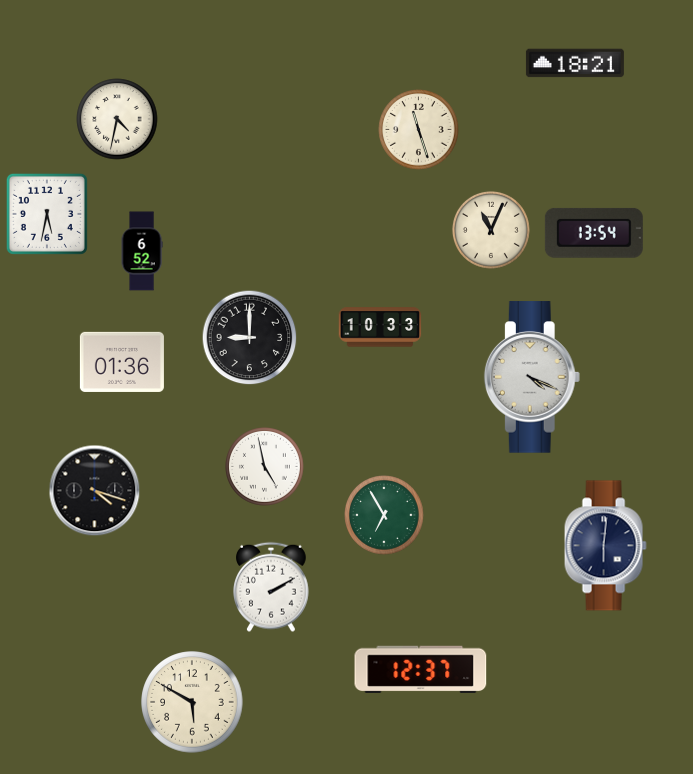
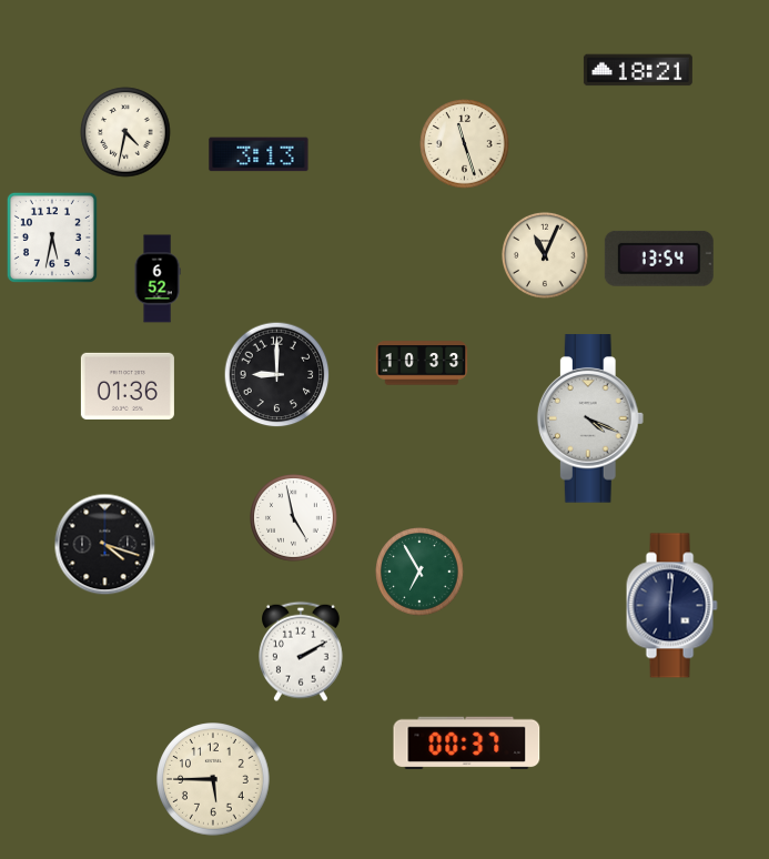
clock at (117, 119) position: (117, 119) -> (125, 132)
clock at (259, 154): none -> 3:13
clock at (122, 362) position: (122, 362) -> (128, 386)
clock at (384, 515) position: (384, 515) -> (419, 572)
clock at (421, 669): 12:37 -> 00:37
clock at (192, 702): 5:50 -> 5:45
